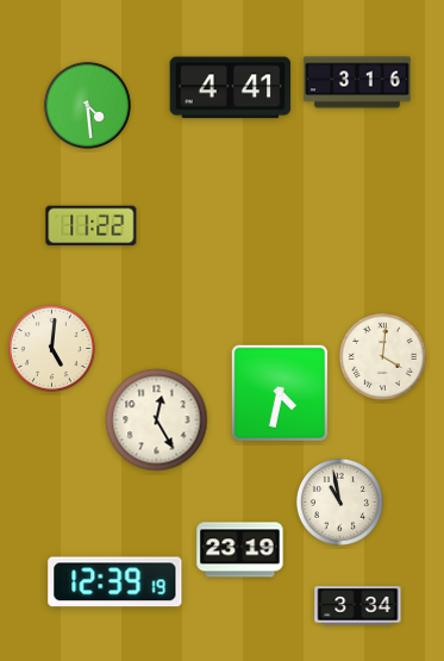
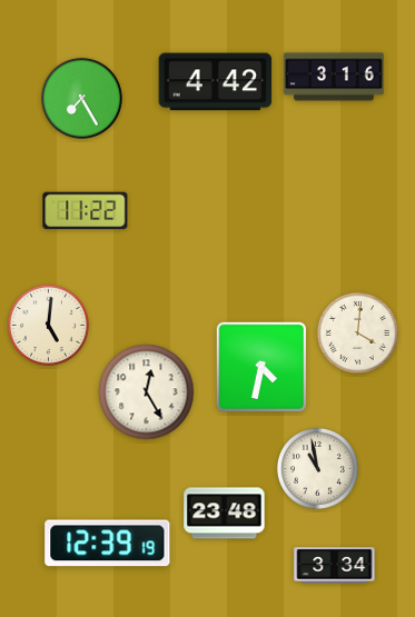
clock at (231, 88): 4:41 -> 4:42
clock at (87, 105): 4:29 -> 7:25
clock at (240, 550): 23:19 -> 23:48
